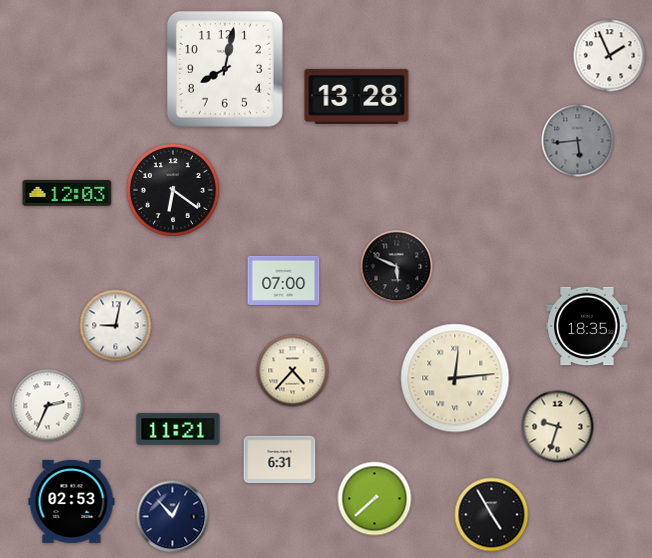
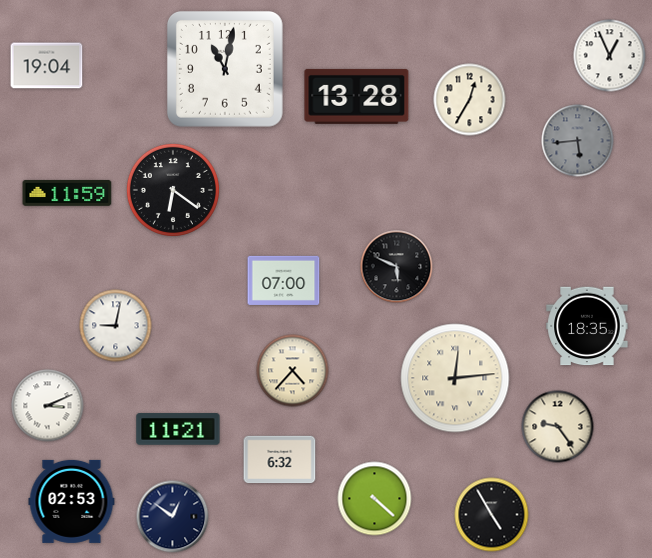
clock at (610, 56): 1:56 -> 12:56
clock at (47, 66): none -> 19:04
clock at (225, 69): 8:02 -> 11:02
clock at (470, 100): none -> 12:35
clock at (67, 193): 12:03 -> 11:59
clock at (48, 406): 2:34 -> 3:11
clock at (558, 427): 9:33 -> 9:24
clock at (280, 460): 6:31 -> 6:32
clock at (375, 499): 7:38 -> 4:22
clock at (173, 517): 12:53 -> 12:51
